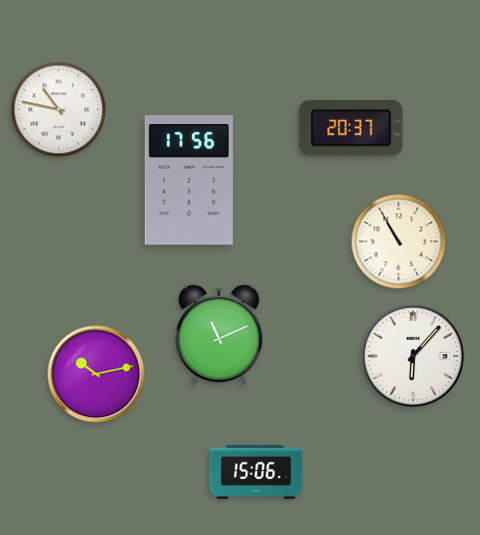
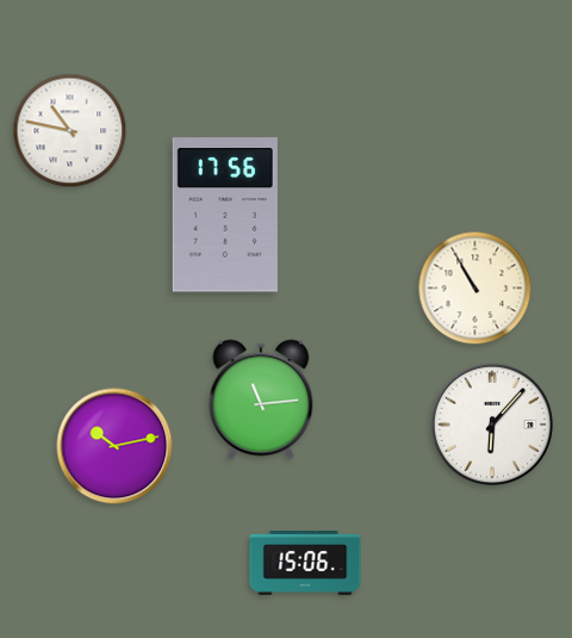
clock at (351, 129): 20:37 -> none
clock at (219, 335): 11:11 -> 11:14
